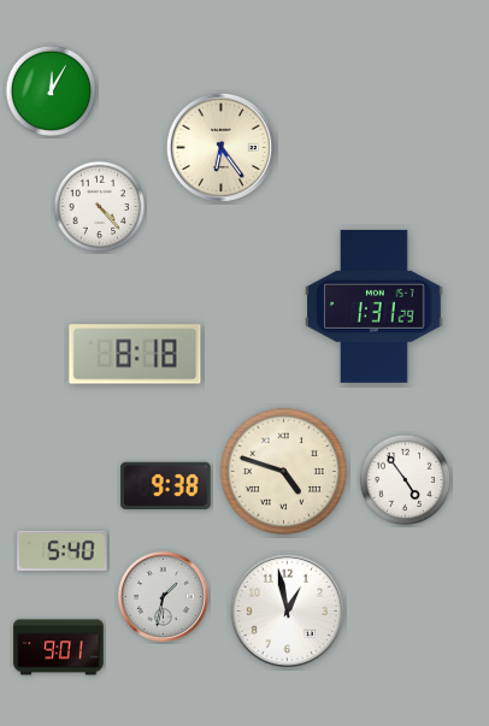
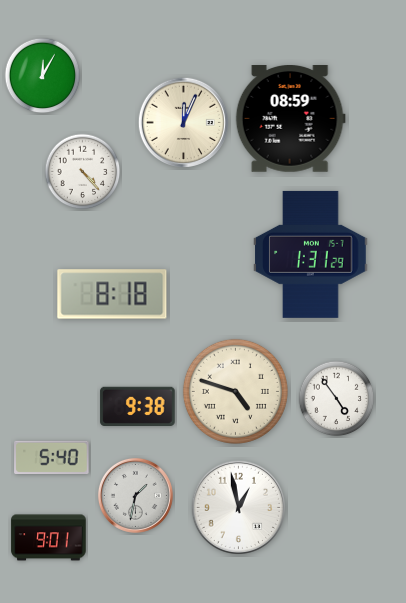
clock at (290, 119): none -> 08:59
clock at (220, 147): 6:24 -> 12:04
clock at (166, 485) position: (166, 485) -> (138, 406)
